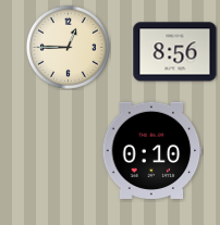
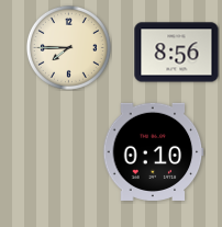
clock at (68, 47): 12:45 -> 7:45
